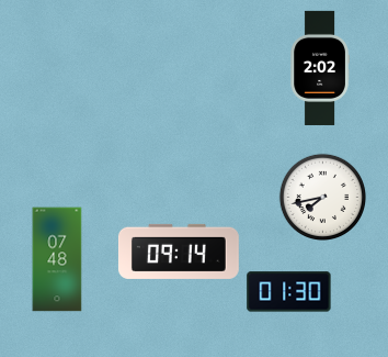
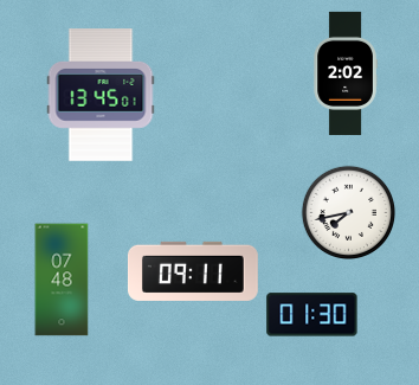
clock at (101, 95): none -> 13:45
clock at (179, 252): 09:14 -> 09:11
